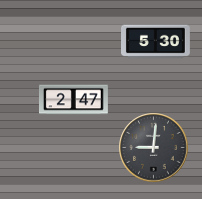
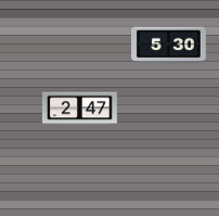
clock at (154, 148): 9:01 -> none
